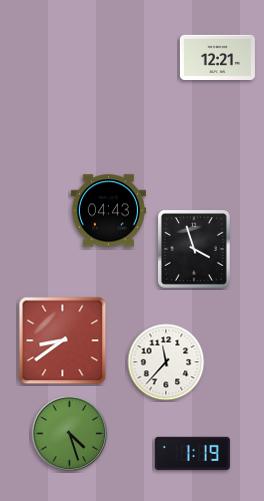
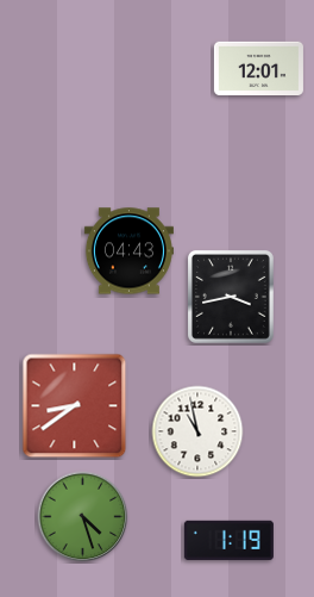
clock at (217, 57): 12:21 -> 12:01
clock at (194, 249): 3:57 -> 3:43
clock at (166, 362): 11:37 -> 10:58
